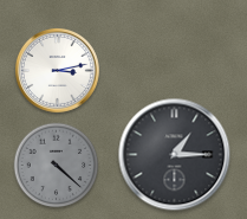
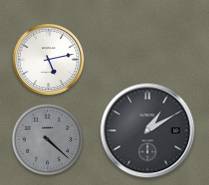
clock at (57, 70): 3:13 -> 5:13
clock at (175, 155): 1:15 -> 1:10
